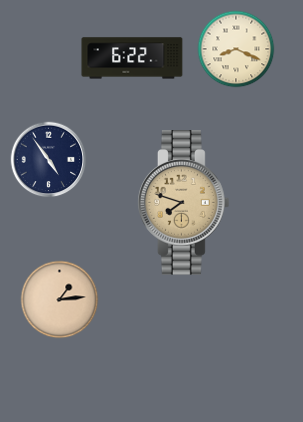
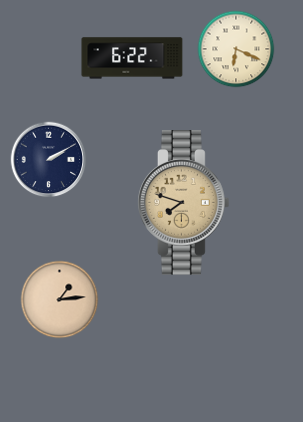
clock at (236, 49): 8:19 -> 6:19
clock at (49, 160): 4:54 -> 2:10
